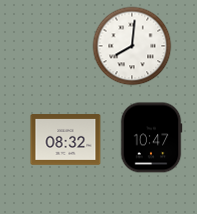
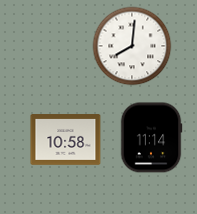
clock at (151, 138): 10:47 -> 11:14
clock at (66, 140): 08:32 -> 10:58
